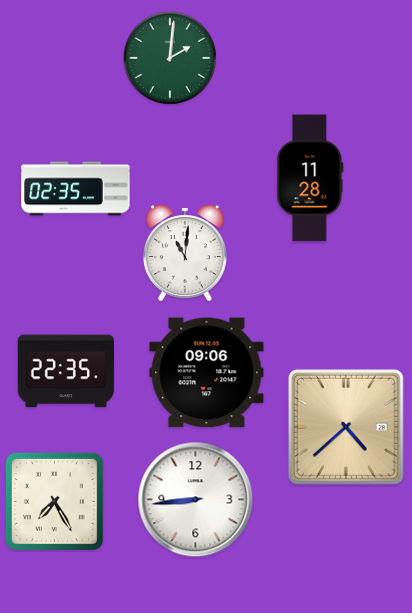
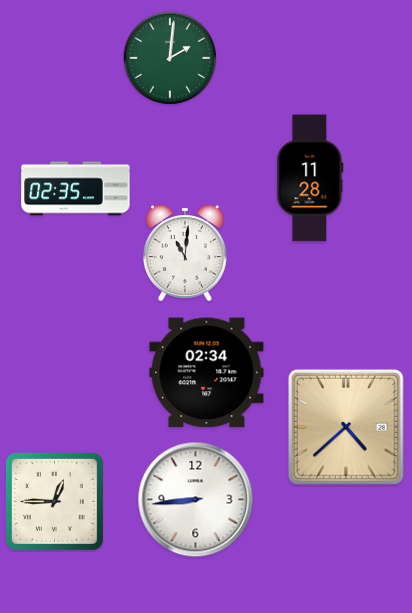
clock at (66, 371): 22:35 -> none
clock at (207, 373): 09:06 -> 02:34
clock at (54, 501): 7:25 -> 12:45
